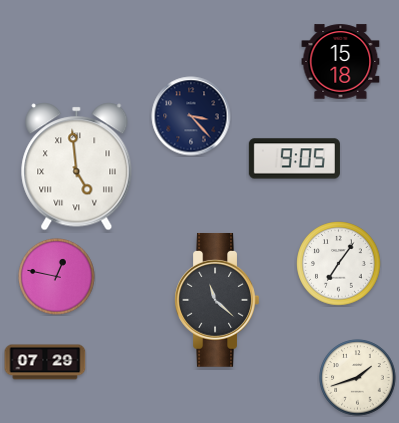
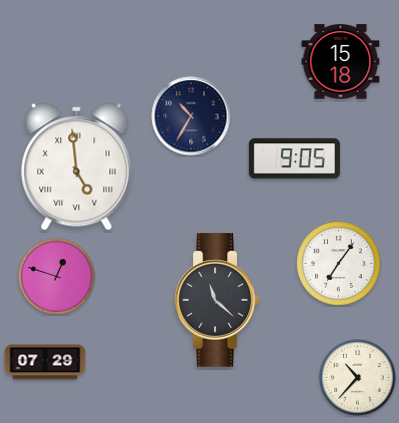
clock at (191, 116): 3:23 -> 10:35
clock at (57, 277): 12:47 -> 12:48
clock at (358, 378): 1:42 -> 10:37
